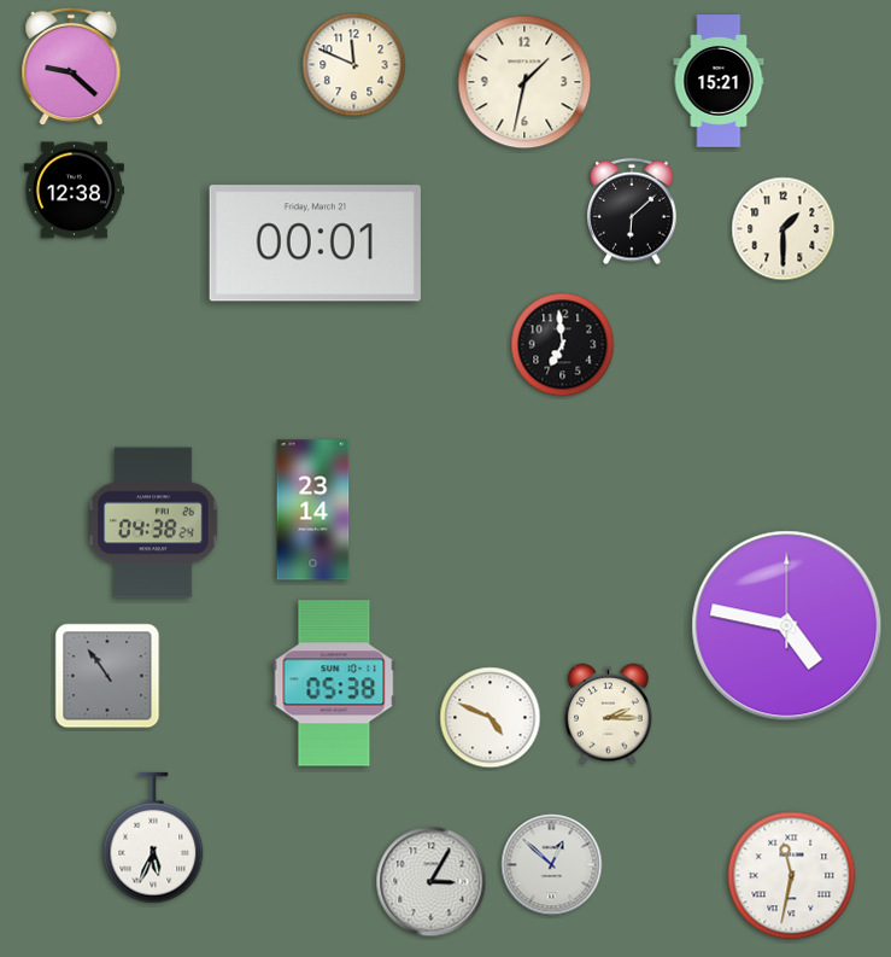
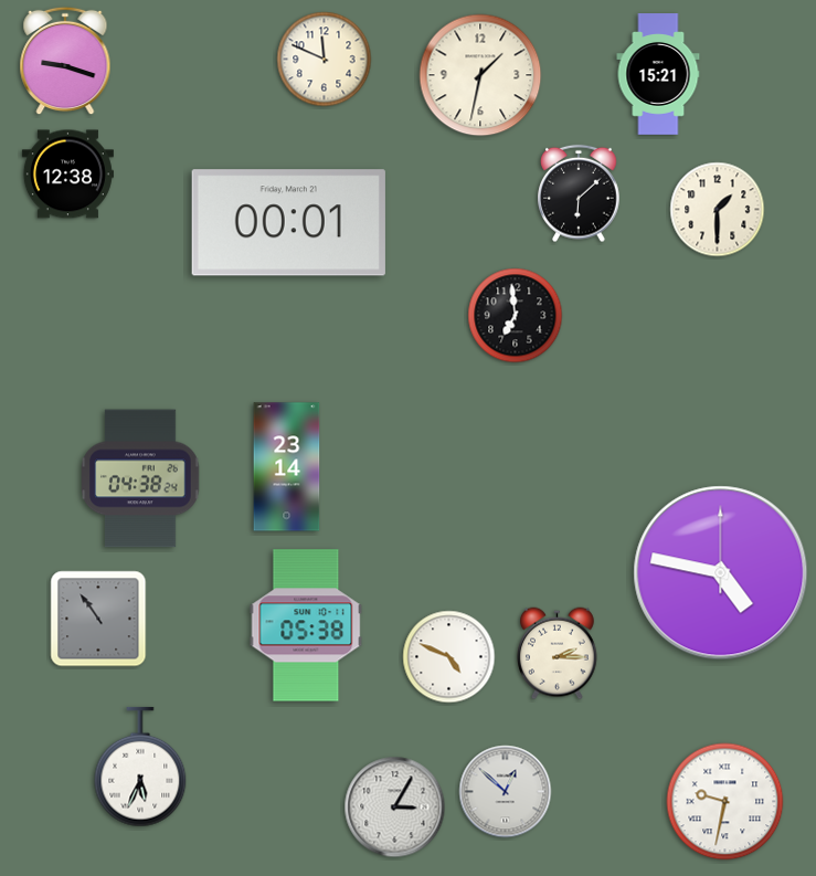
clock at (71, 66): 9:22 -> 9:18
clock at (792, 876): 11:32 -> 9:32
